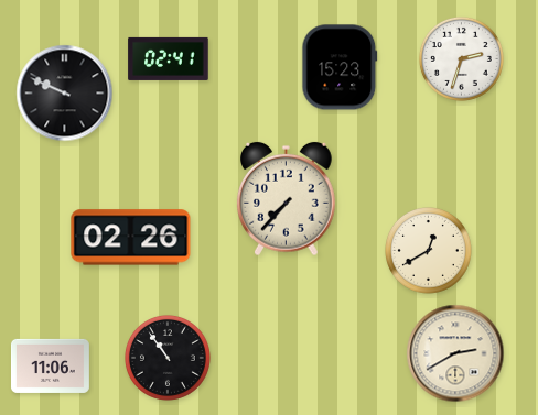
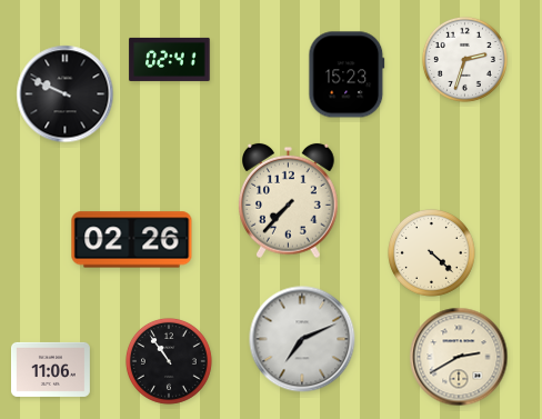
clock at (340, 67) position: (340, 67) -> (347, 74)
clock at (429, 251): 12:40 -> 4:22
clock at (302, 339): none -> 7:11
